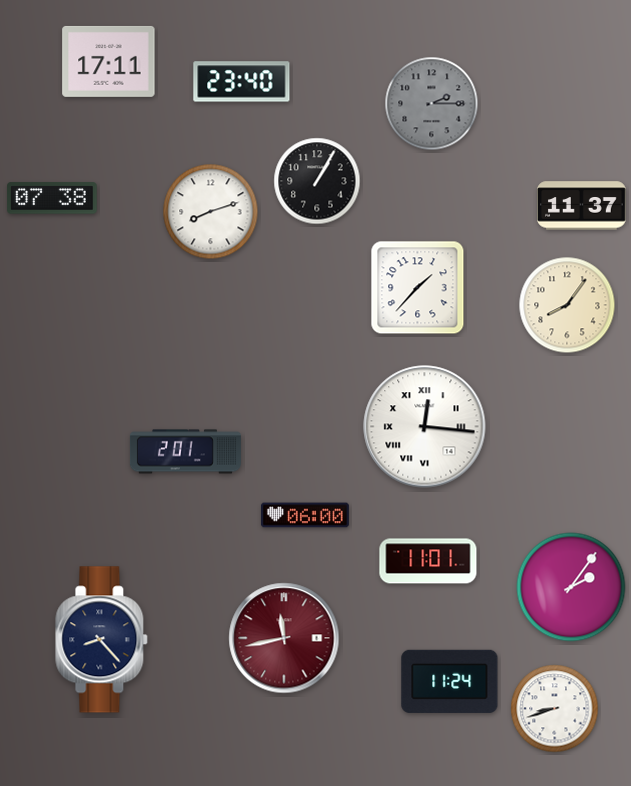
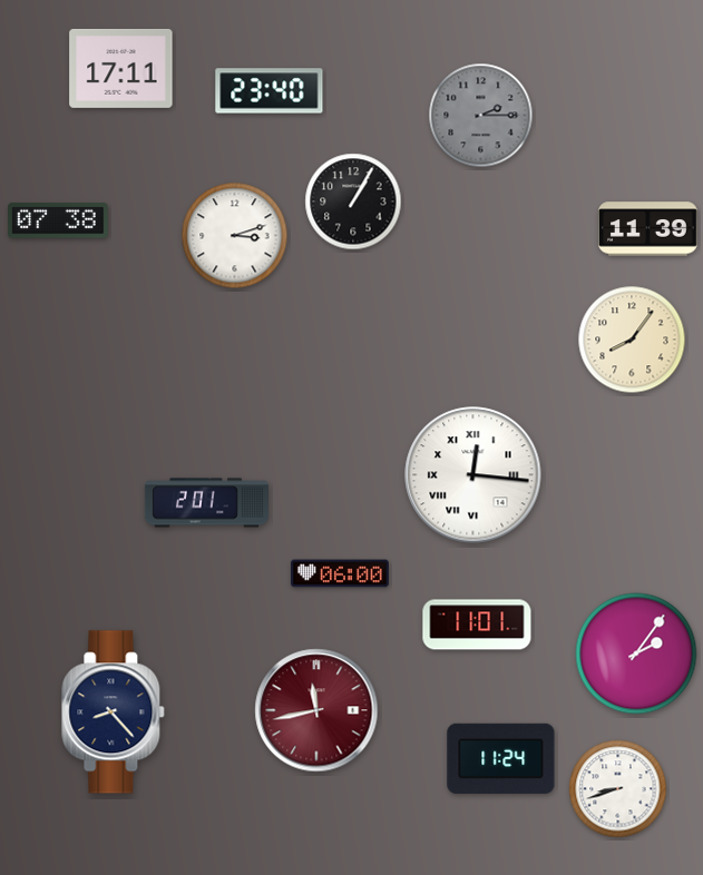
clock at (582, 206): 11:37 -> 11:39
clock at (211, 212): 8:12 -> 3:12
clock at (418, 288): 1:37 -> none
